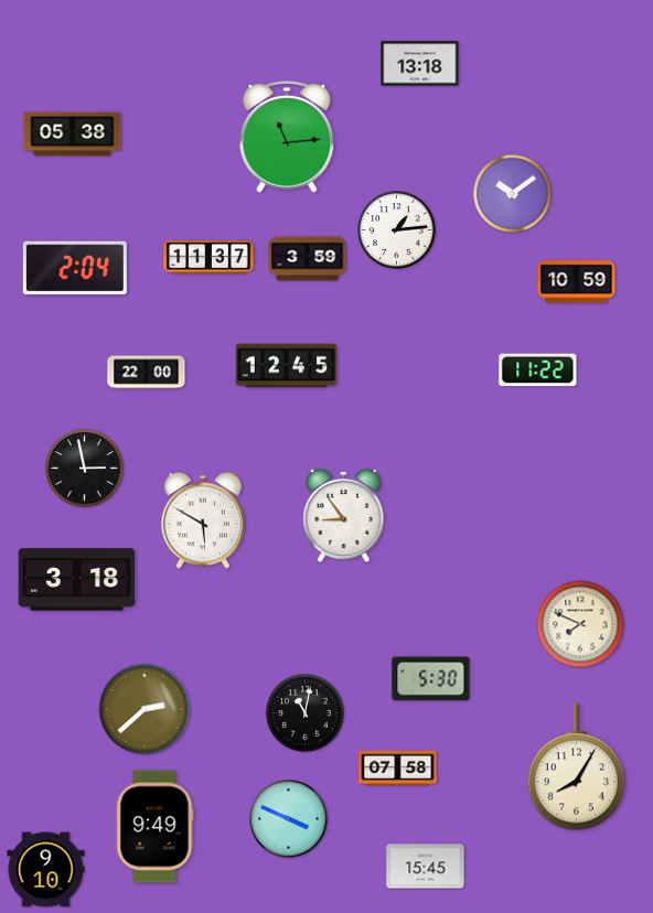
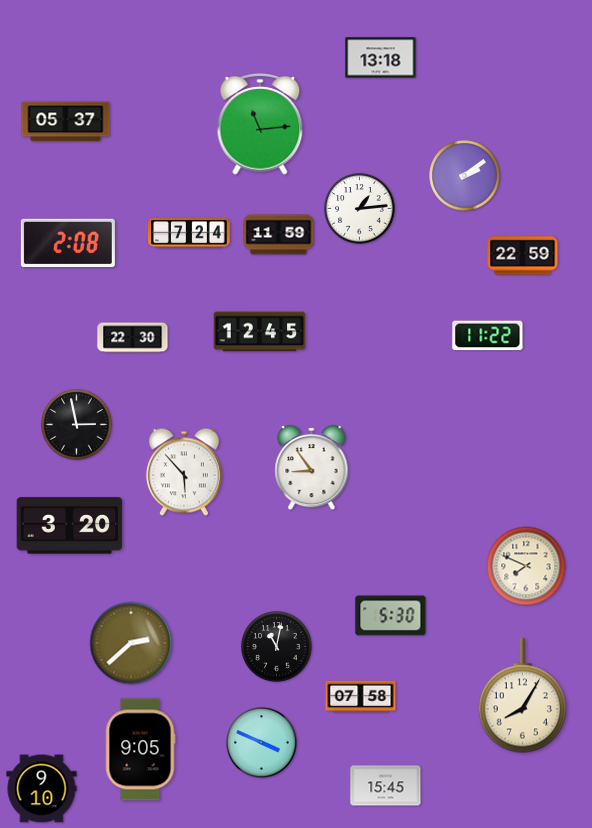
clock at (73, 135): 05:38 -> 05:37
clock at (513, 194): 10:09 -> 2:09
clock at (208, 257): 11:37 -> 7:24
clock at (308, 259): 3:59 -> 11:59
clock at (75, 267): 2:04 -> 2:08
clock at (577, 282): 10:59 -> 22:59
clock at (147, 373): 22:00 -> 22:30
clock at (203, 520): 5:50 -> 5:53
clock at (77, 580): 3:18 -> 3:20
clock at (154, 827): 9:49 -> 9:05
